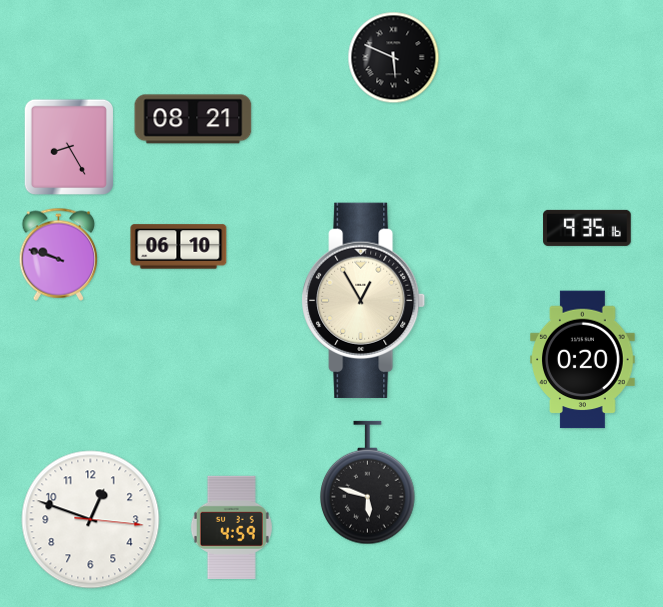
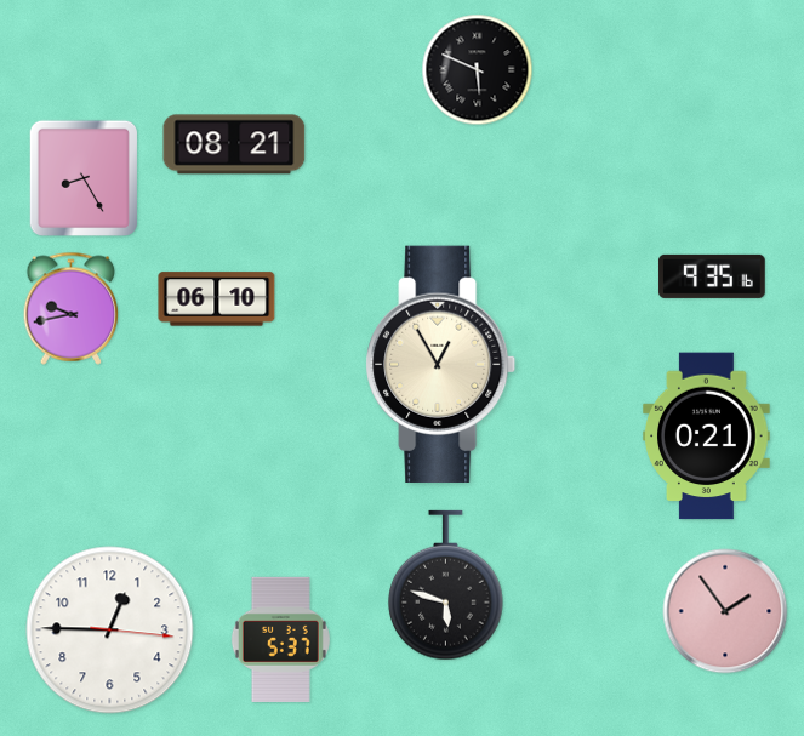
clock at (59, 254): 9:48 -> 9:43
clock at (583, 360): 0:20 -> 0:21
clock at (725, 611): none -> 1:54
clock at (91, 520): 12:48 -> 12:45
clock at (231, 527): 4:59 -> 5:37
